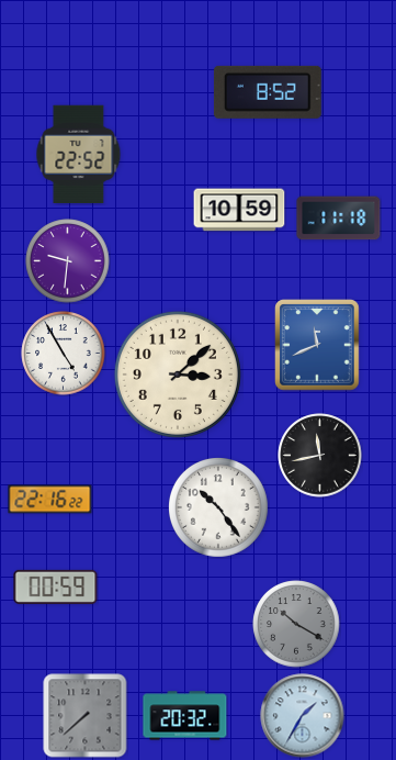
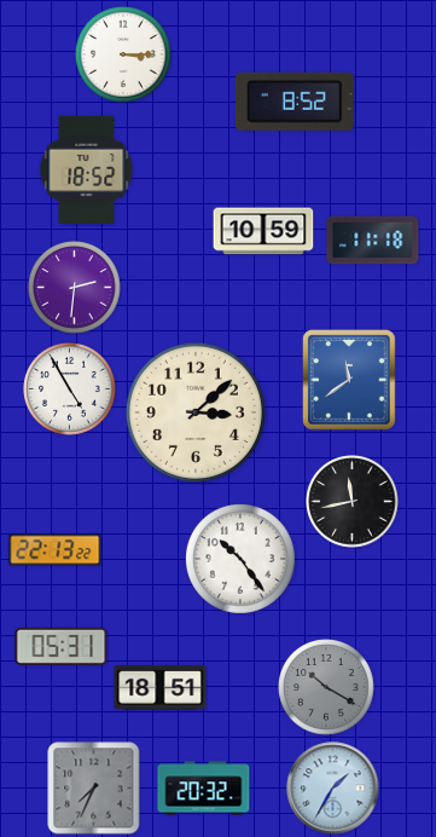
clock at (123, 54): none -> 3:15
clock at (79, 155): 22:52 -> 18:52
clock at (68, 261): 9:31 -> 2:31
clock at (317, 345): 11:41 -> 11:39
clock at (50, 500): 22:16 -> 22:13
clock at (56, 586): 00:59 -> 05:31
clock at (161, 687): none -> 18:51
clock at (86, 716): 7:38 -> 7:34
